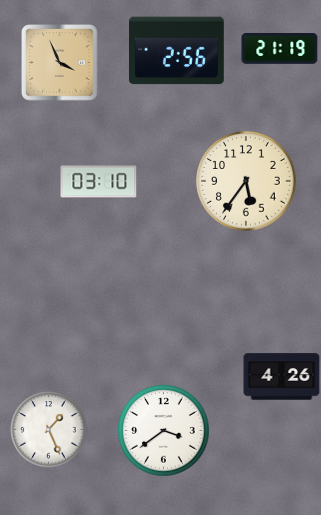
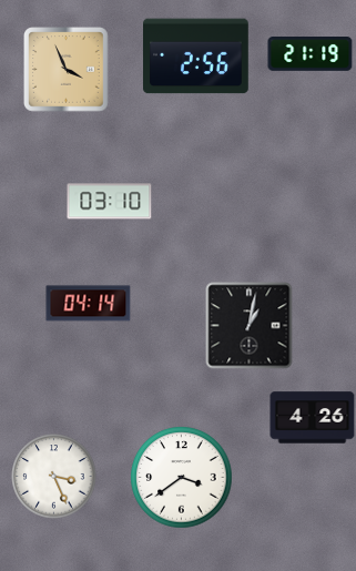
clock at (246, 181): 5:36 -> none
clock at (89, 304): none -> 04:14
clock at (250, 326): none -> 1:02
clock at (49, 430): 1:26 -> 3:26
